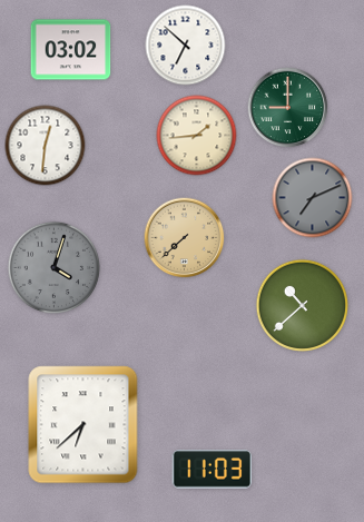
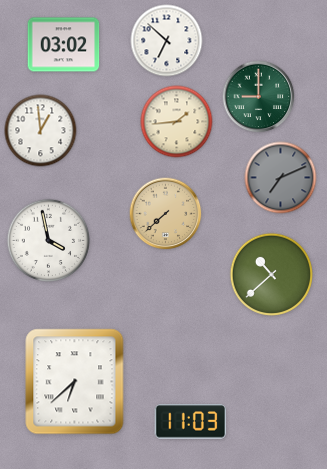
clock at (46, 146): 12:31 -> 12:59
clock at (53, 267): 4:03 -> 3:58
clock at (53, 267) dial: grey -> white
